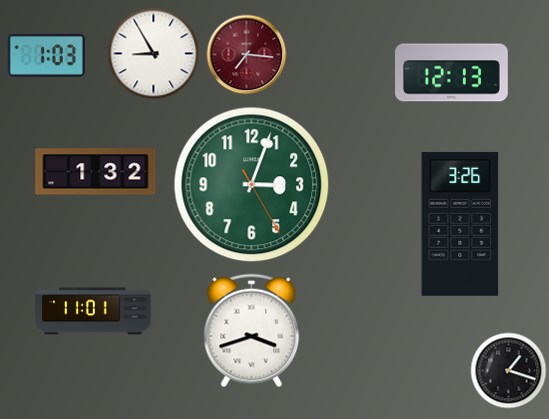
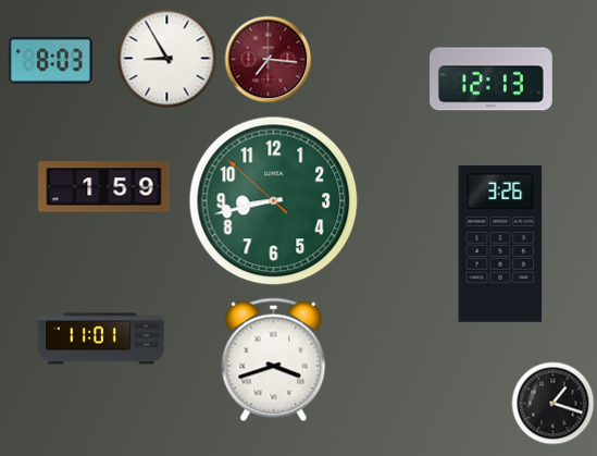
clock at (46, 55): 1:03 -> 8:03
clock at (96, 172): 1:32 -> 1:59
clock at (252, 185): 3:03 -> 8:42
